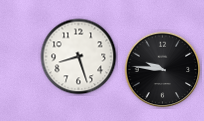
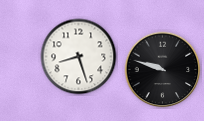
clock at (163, 70): 9:46 -> 9:48
